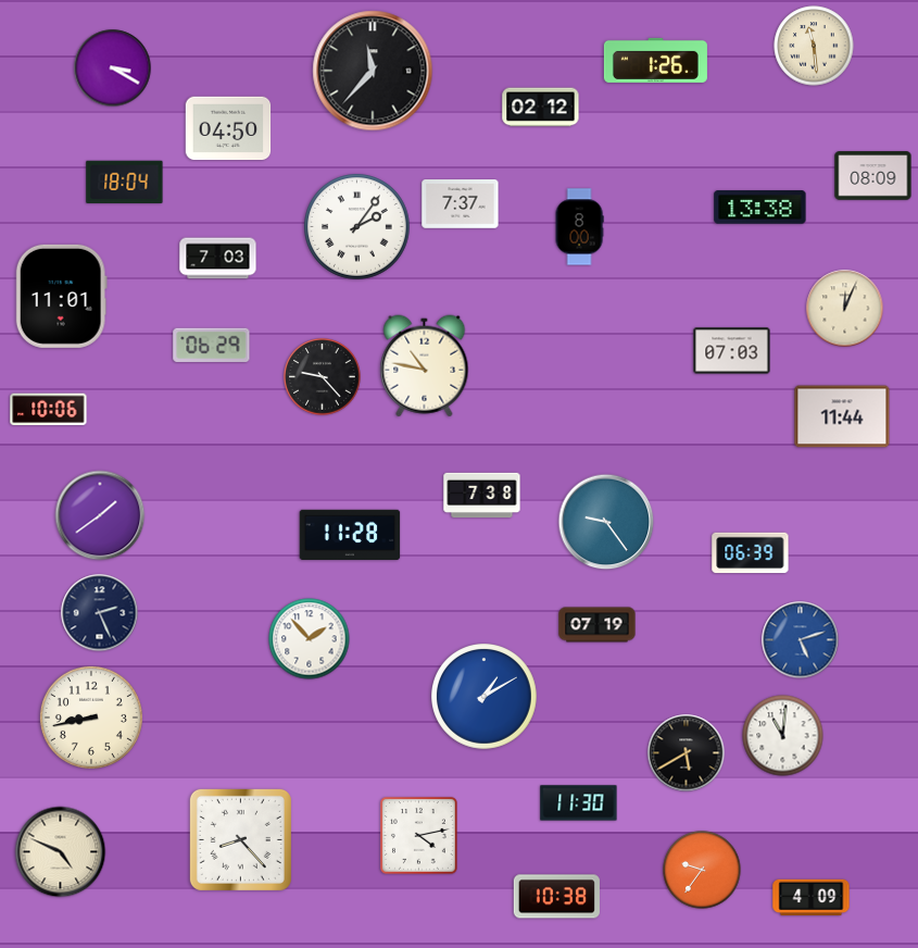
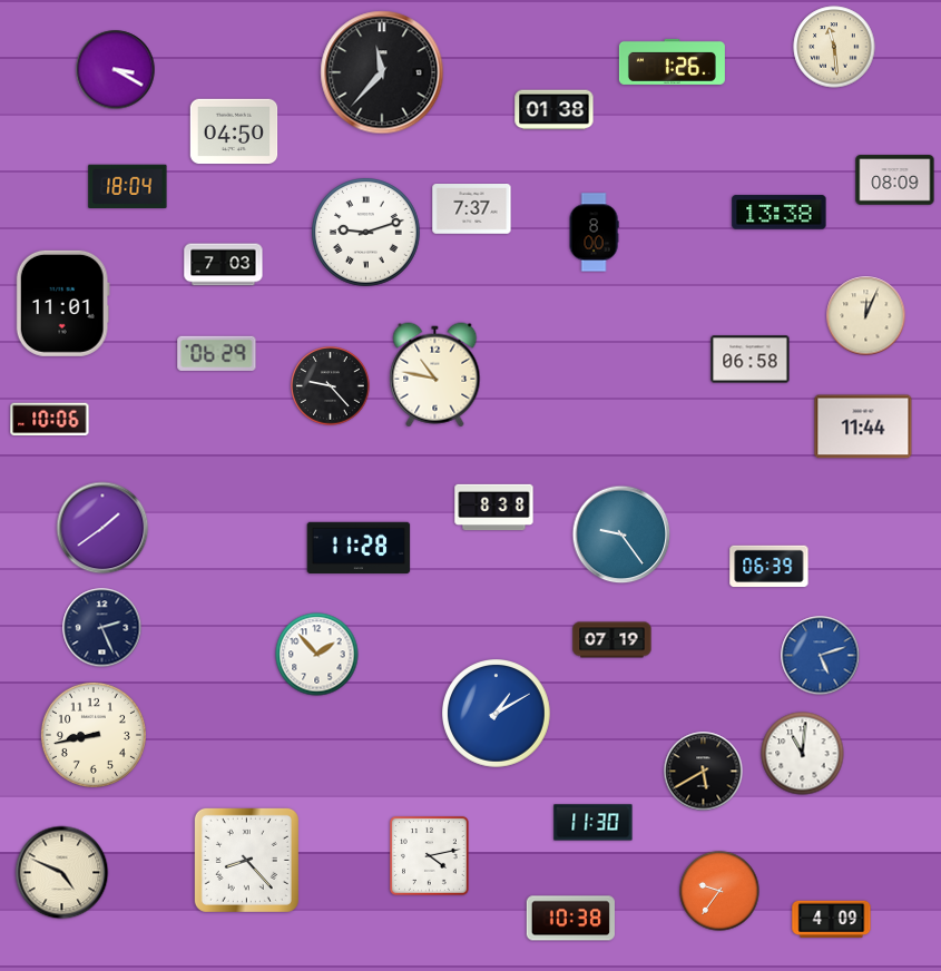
clock at (541, 108): 02:12 -> 01:38
clock at (357, 227): 2:06 -> 9:12
clock at (732, 351): 07:03 -> 06:58
clock at (482, 496): 7:38 -> 8:38
